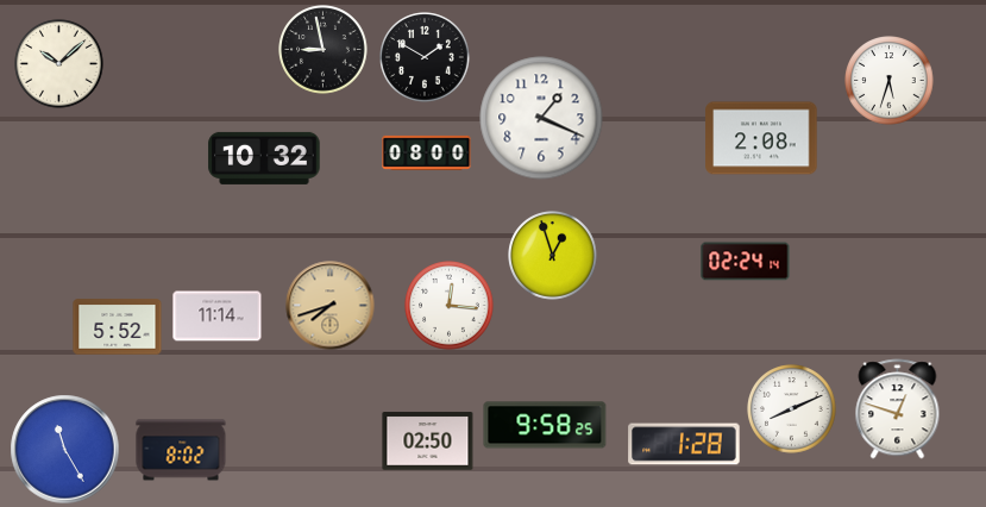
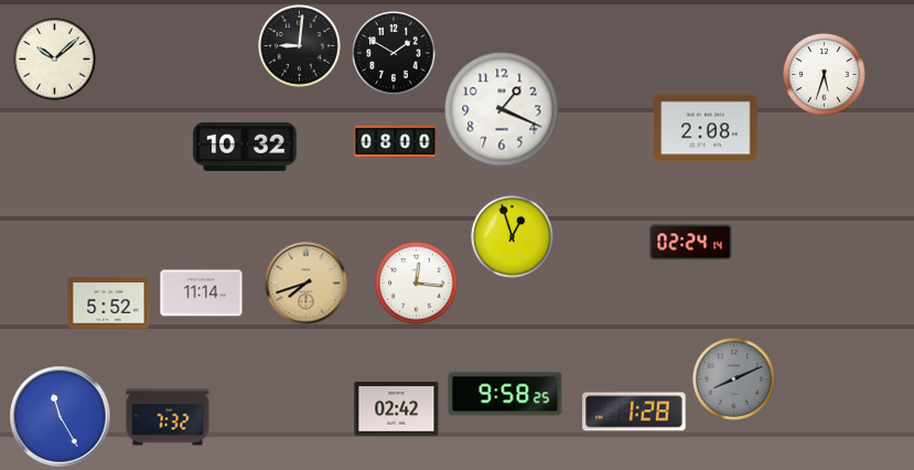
clock at (324, 50): 8:58 -> 9:01
clock at (792, 409) dial: white -> grey
clock at (898, 409): 12:48 -> none
clock at (428, 442): 02:50 -> 02:42
clock at (181, 450): 8:02 -> 7:32
